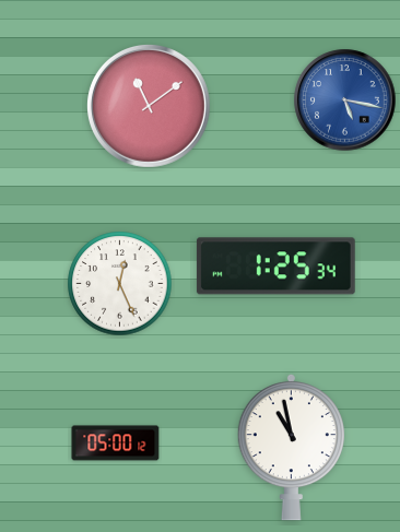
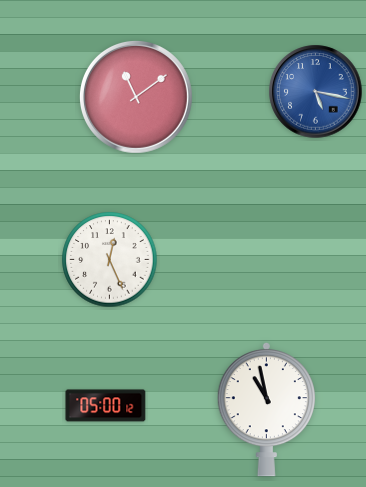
clock at (275, 267): 1:25 -> none
